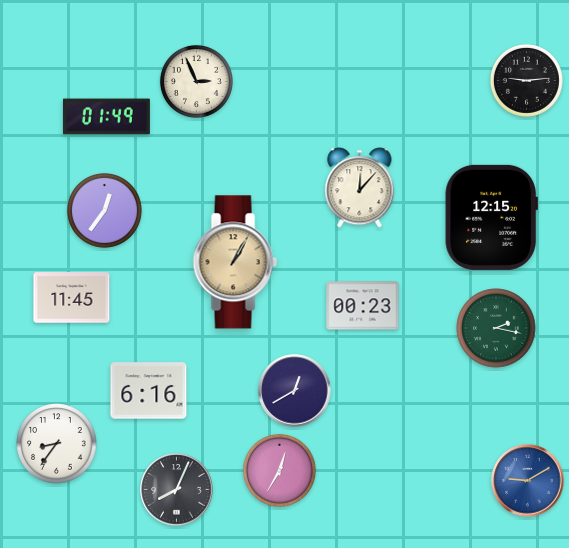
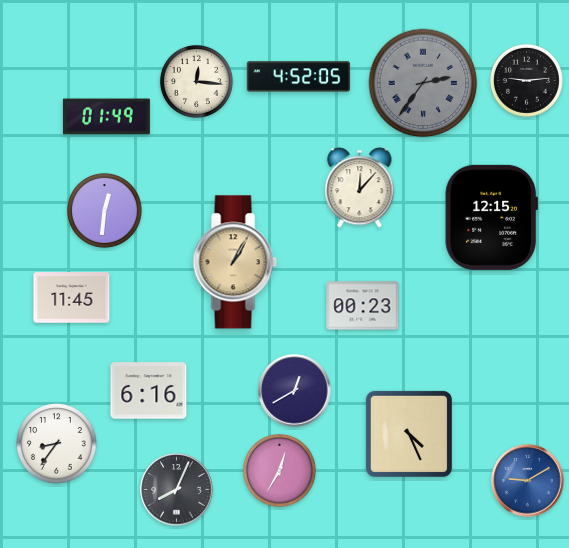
clock at (299, 77): none -> 4:52
clock at (196, 81): 2:56 -> 12:16
clock at (423, 83): none -> 2:36
clock at (104, 210): 12:36 -> 12:31
clock at (496, 328): 2:17 -> none
clock at (409, 434): none -> 4:26
